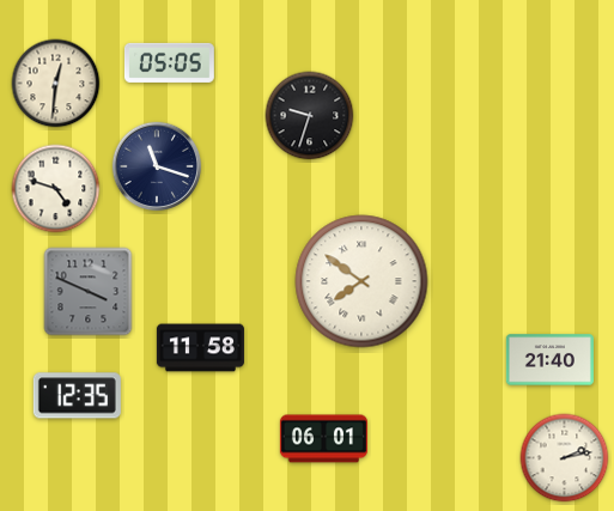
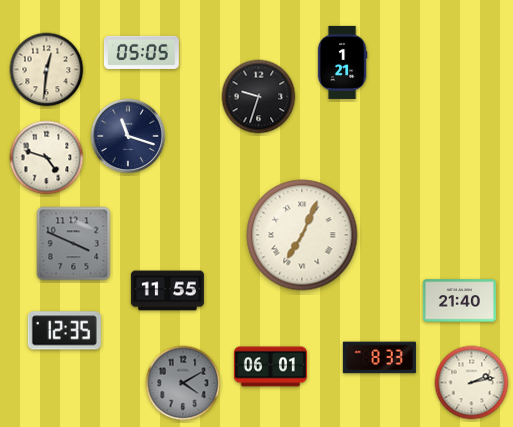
clock at (342, 62): none -> 1:21
clock at (157, 166) position: (157, 166) -> (128, 136)
clock at (361, 281): 7:51 -> 7:04
clock at (200, 348): 11:58 -> 11:55
clock at (379, 358): none -> 8:33
clock at (183, 383): none -> 4:10
